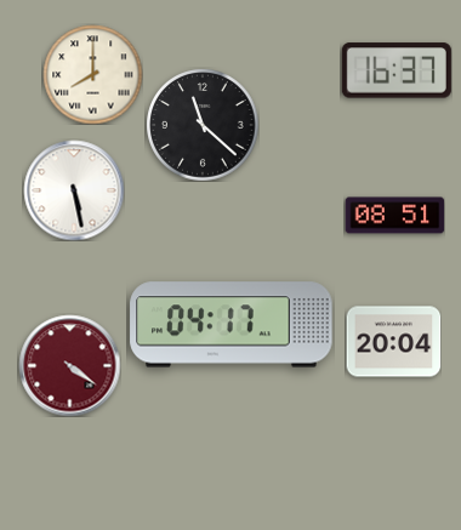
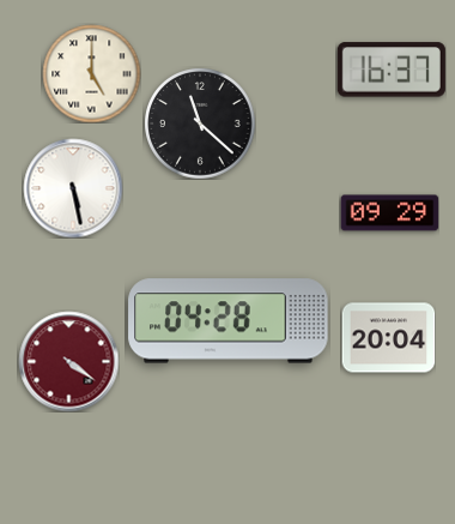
clock at (92, 74): 8:00 -> 5:00
clock at (394, 216): 08:51 -> 09:29
clock at (232, 325): 04:17 -> 04:28
